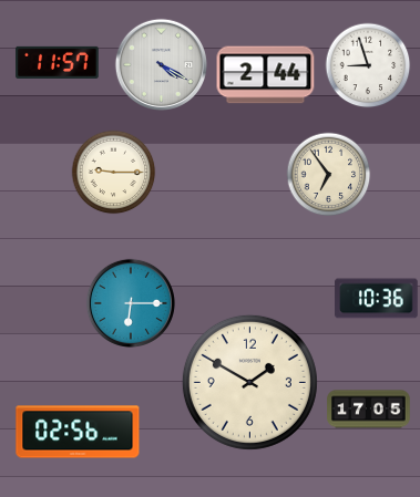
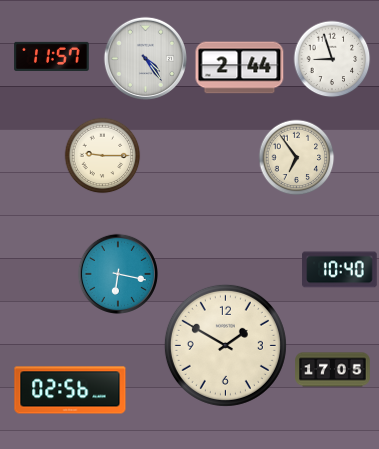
clock at (161, 64): 4:20 -> 4:24
clock at (377, 299): 10:36 -> 10:40
clock at (131, 303): 6:15 -> 6:17
